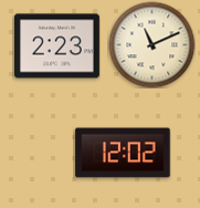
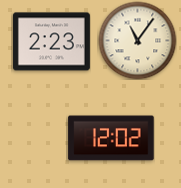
clock at (151, 44): 11:11 -> 11:06
